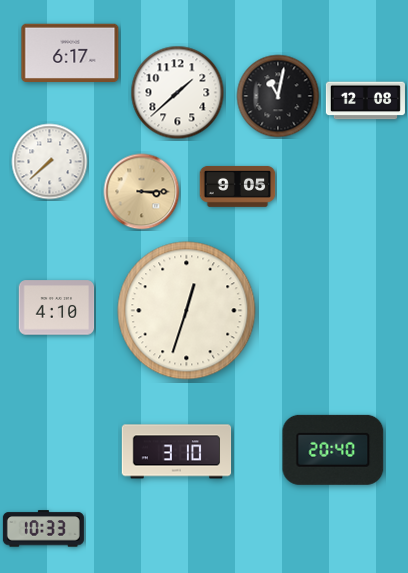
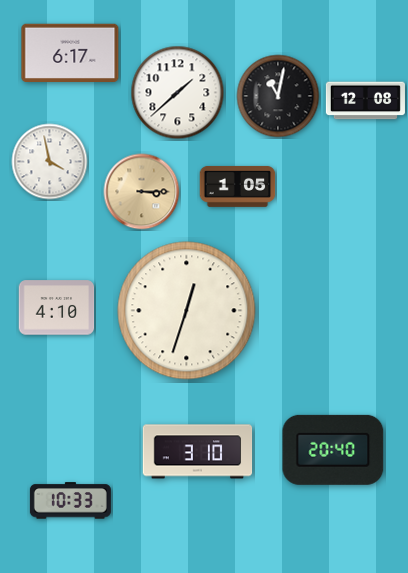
clock at (50, 162): 7:38 -> 3:58
clock at (238, 186): 9:05 -> 1:05
clock at (177, 452) position: (177, 452) -> (198, 452)
clock at (43, 529) position: (43, 529) -> (70, 501)
